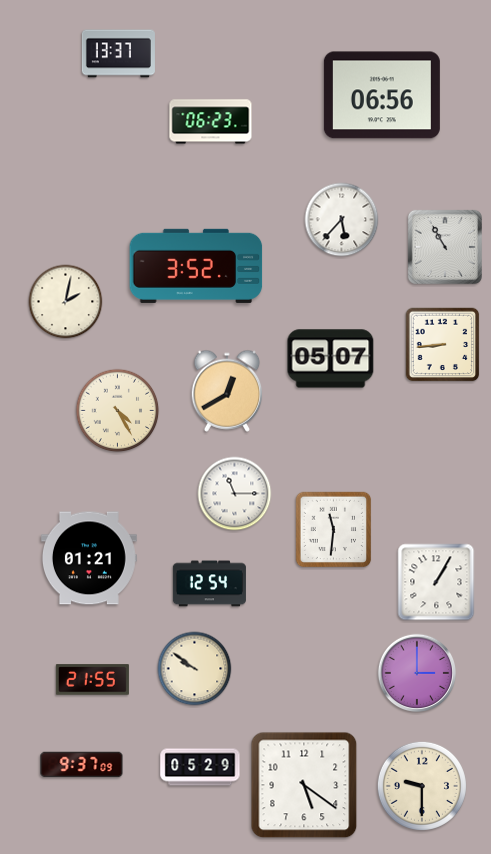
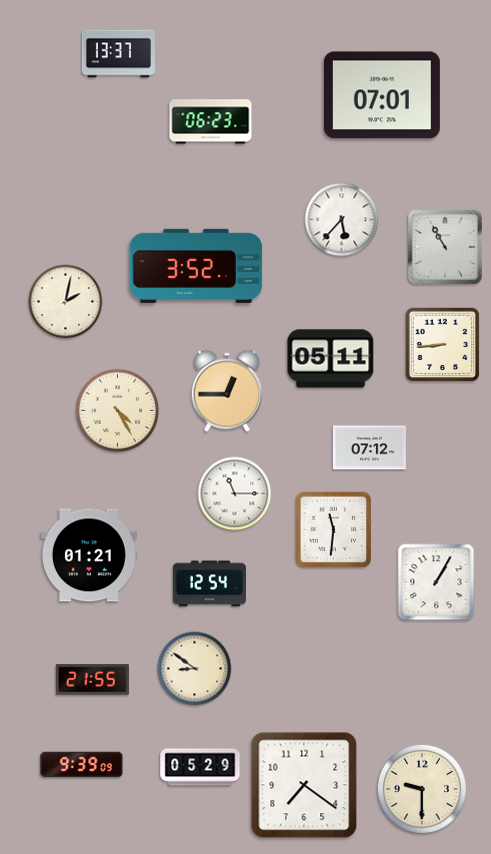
clock at (382, 95): 06:56 -> 07:01
clock at (331, 359): 05:07 -> 05:11
clock at (227, 391): 12:40 -> 12:45
clock at (369, 448): none -> 07:12
clock at (89, 558) position: (89, 558) -> (89, 555)
clock at (195, 669): 9:51 -> 8:51
clock at (416, 672): 3:00 -> none
clock at (82, 765): 9:37 -> 9:39
clock at (304, 785): 5:21 -> 7:21
clock at (422, 786) position: (422, 786) -> (422, 789)
